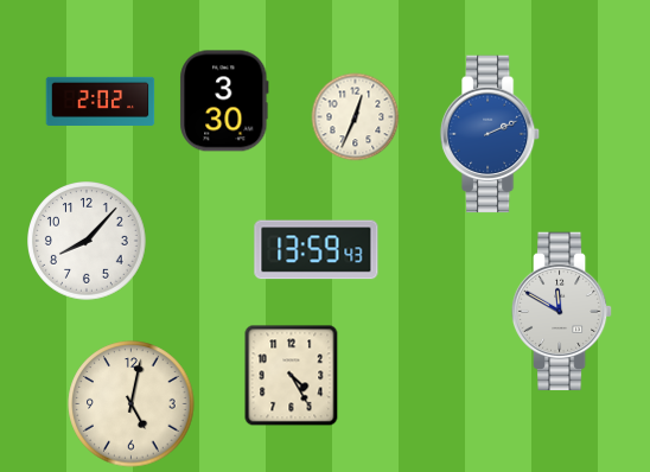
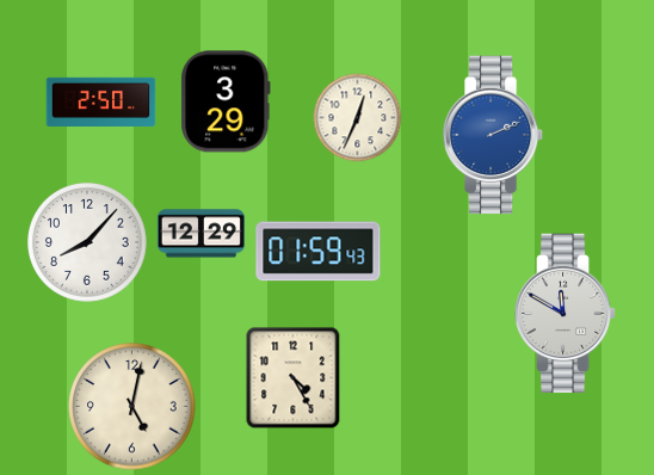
clock at (101, 101): 2:02 -> 2:50
clock at (224, 101): 3:30 -> 3:29
clock at (200, 234): none -> 12:29
clock at (317, 250): 13:59 -> 01:59
